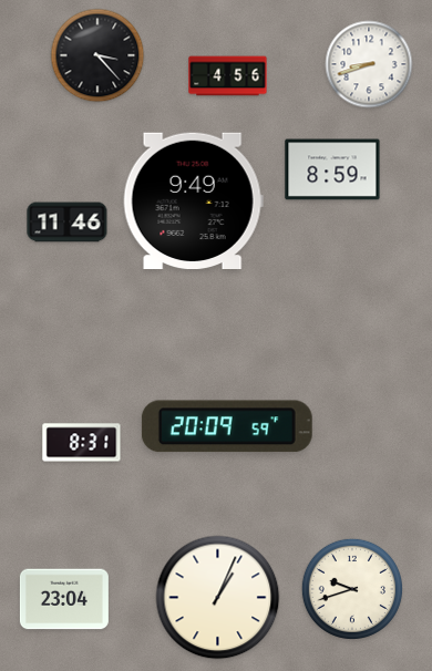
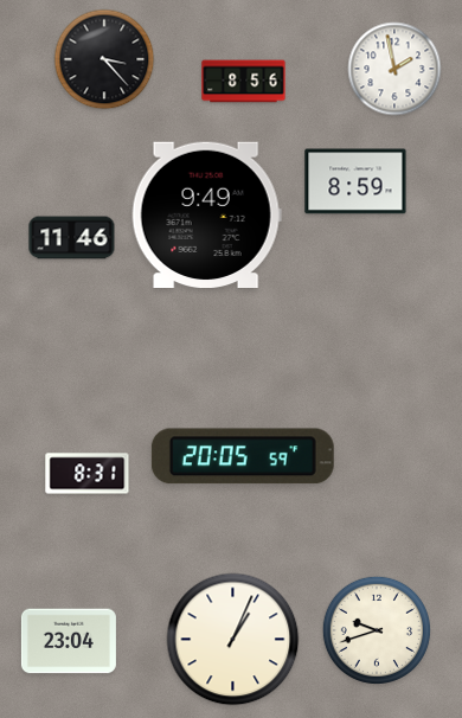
clock at (369, 64): 8:42 -> 1:58
clock at (228, 76): 4:56 -> 8:56
clock at (227, 426): 20:09 -> 20:05
